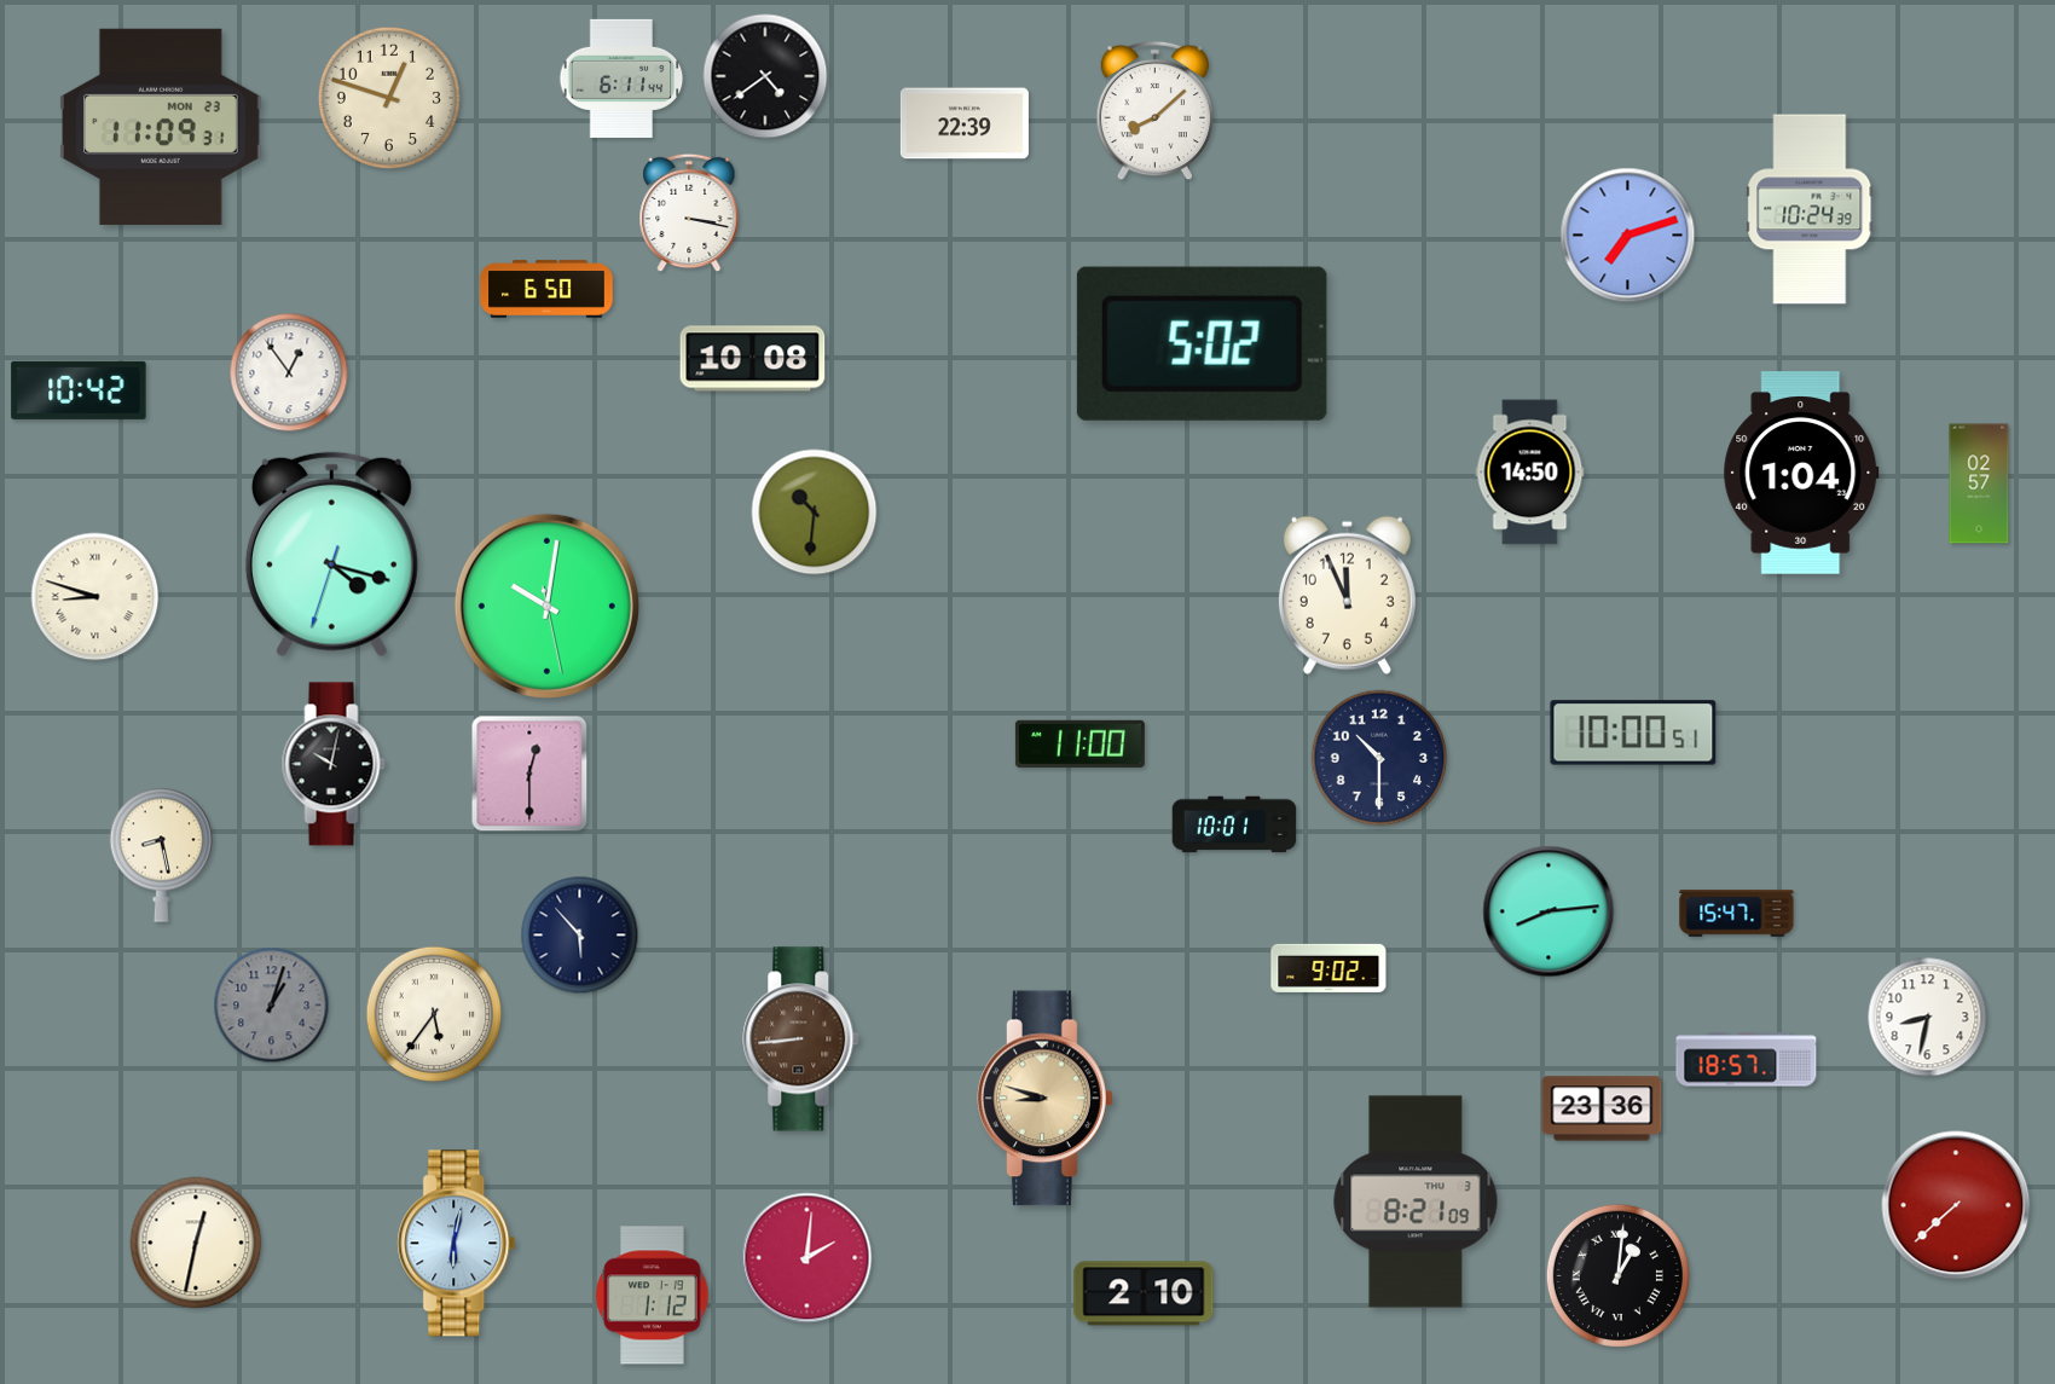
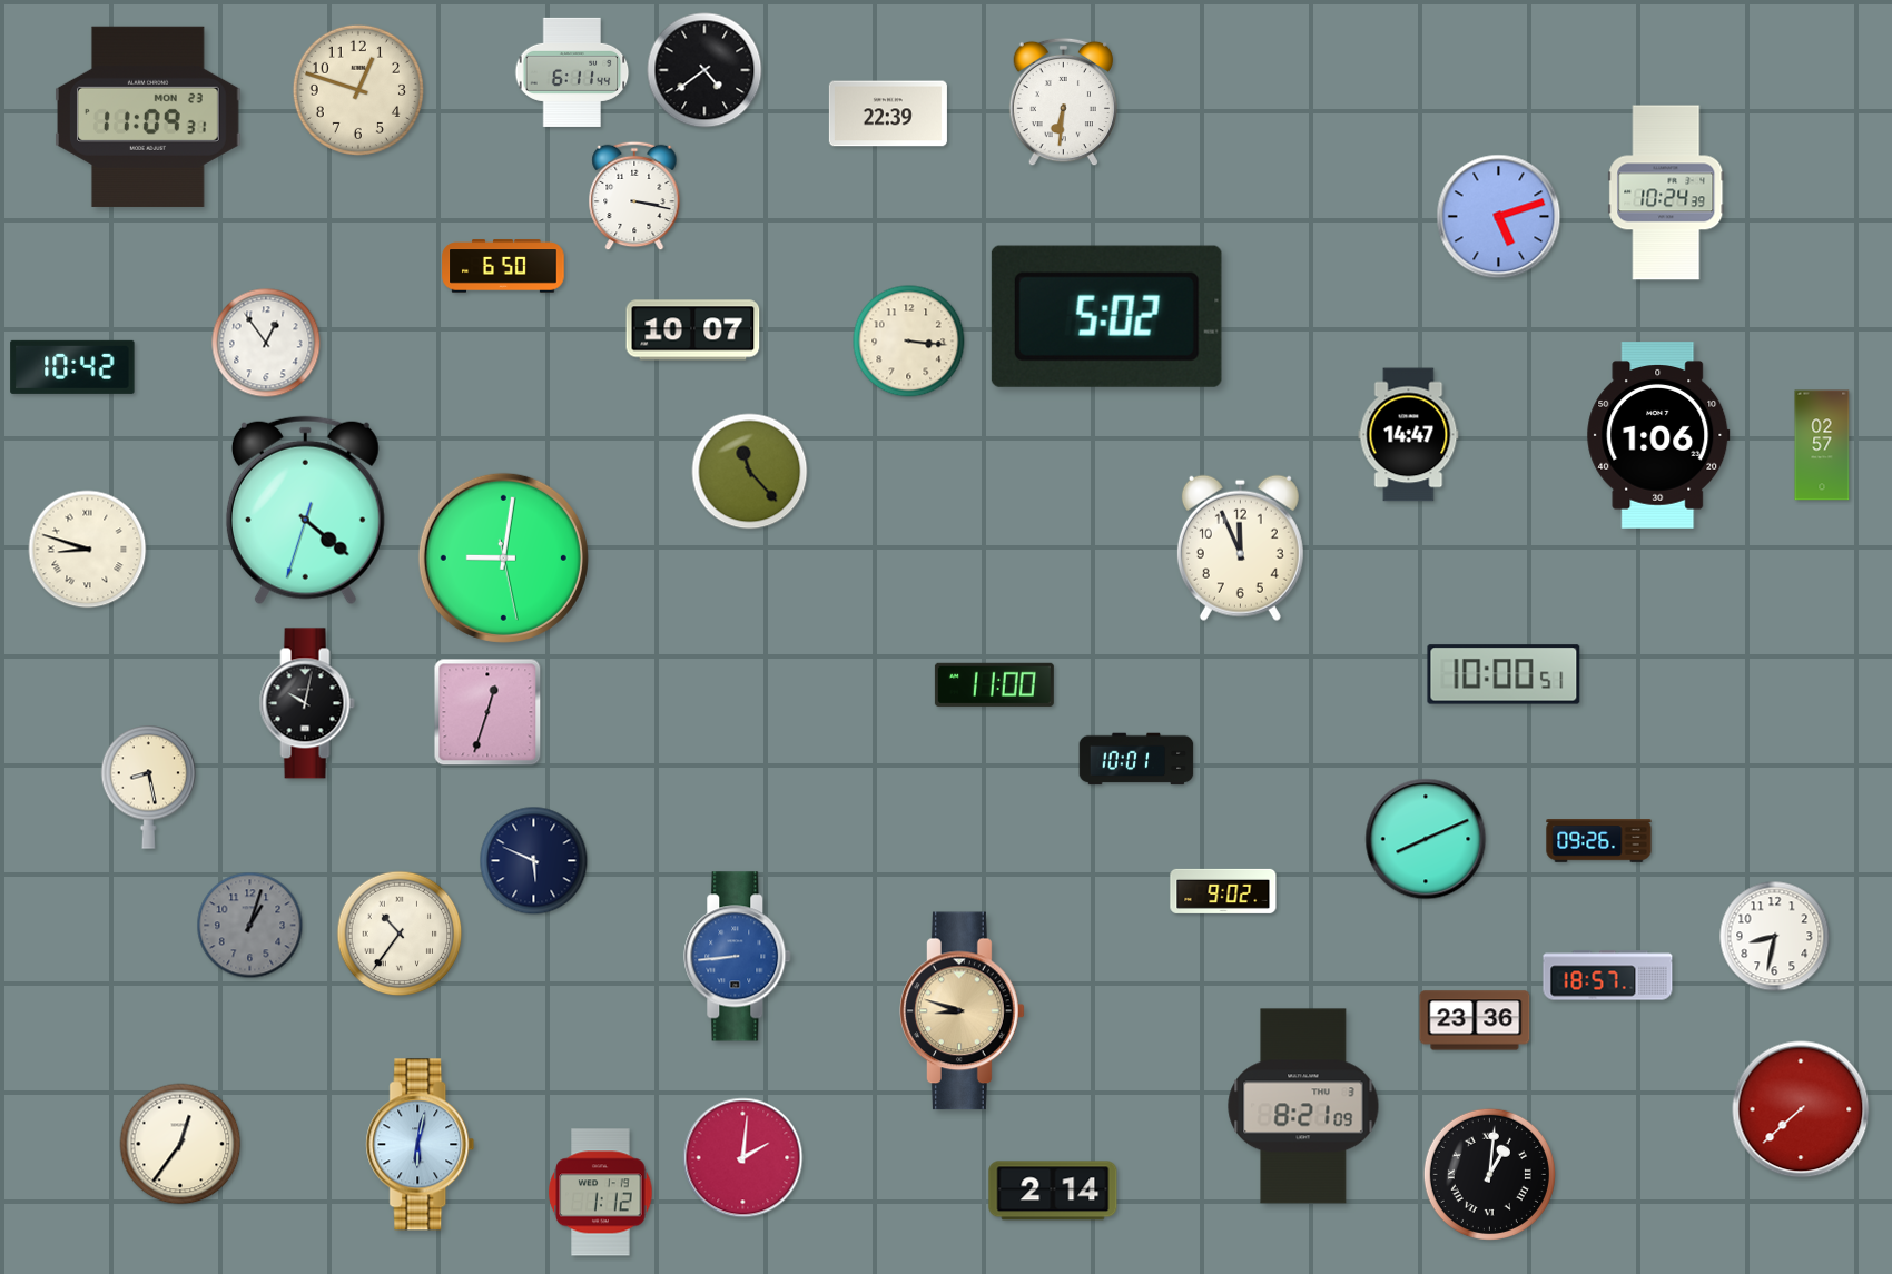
clock at (1154, 111): 8:08 -> 6:31
clock at (1628, 236): 7:12 -> 5:12
clock at (753, 359): 10:08 -> 10:07
clock at (909, 342): none -> 3:16
clock at (79, 390) position: (79, 390) -> (72, 367)
clock at (1530, 473): 14:50 -> 14:47
clock at (1801, 473): 1:04 -> 1:06
clock at (815, 513): 10:31 -> 11:23
clock at (331, 555): 4:17 -> 4:21
clock at (546, 606): 10:01 -> 9:01
clock at (1379, 758): 10:30 -> none
clock at (529, 774): 12:30 -> 12:33
clock at (1549, 911): 8:14 -> 8:11
clock at (1737, 914): 15:47 -> 09:26
clock at (580, 936): 5:53 -> 5:49
clock at (434, 1014): 5:36 -> 10:36
clock at (801, 1040) dial: brown -> blue
clock at (196, 1243): 12:32 -> 12:36
clock at (1144, 1293): 2:10 -> 2:14
